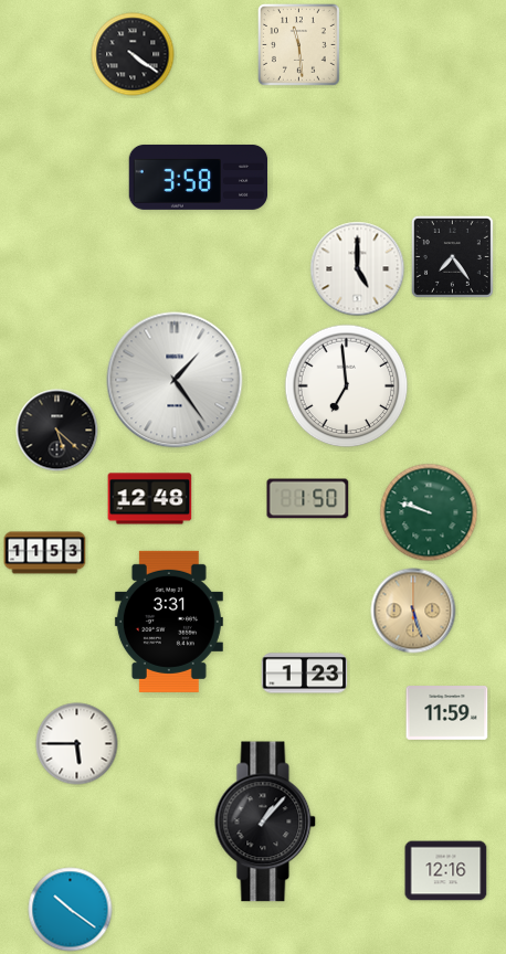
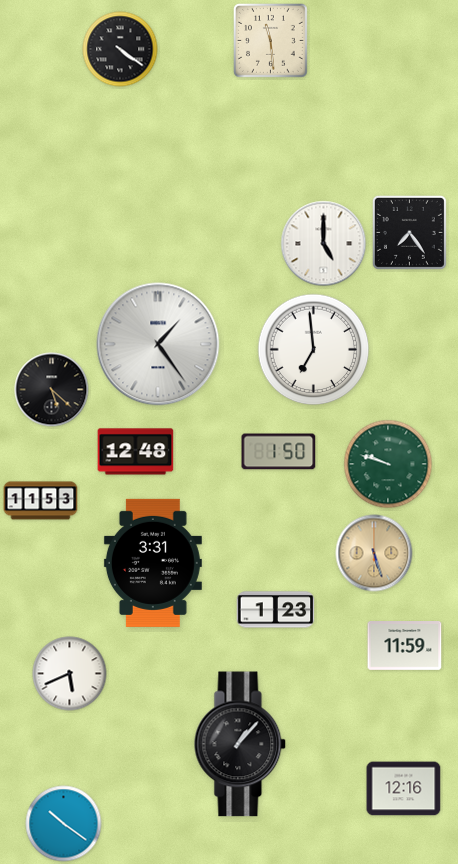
clock at (199, 177): 3:58 -> none
clock at (77, 744): 5:45 -> 5:41
